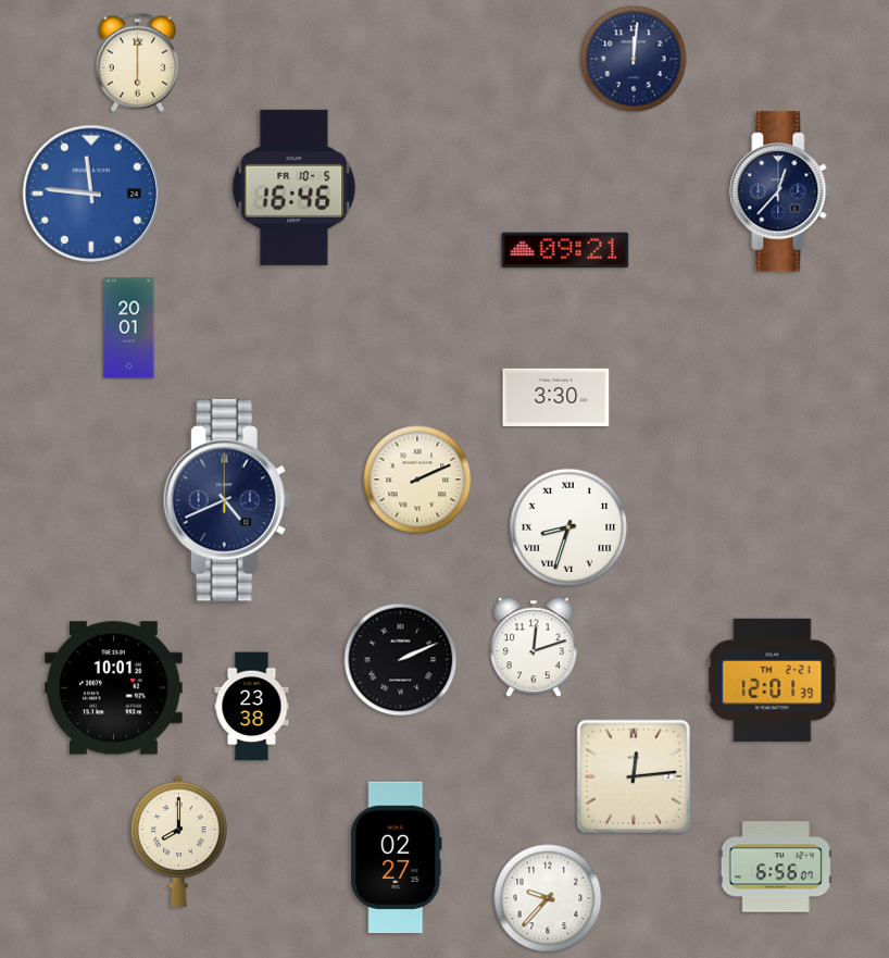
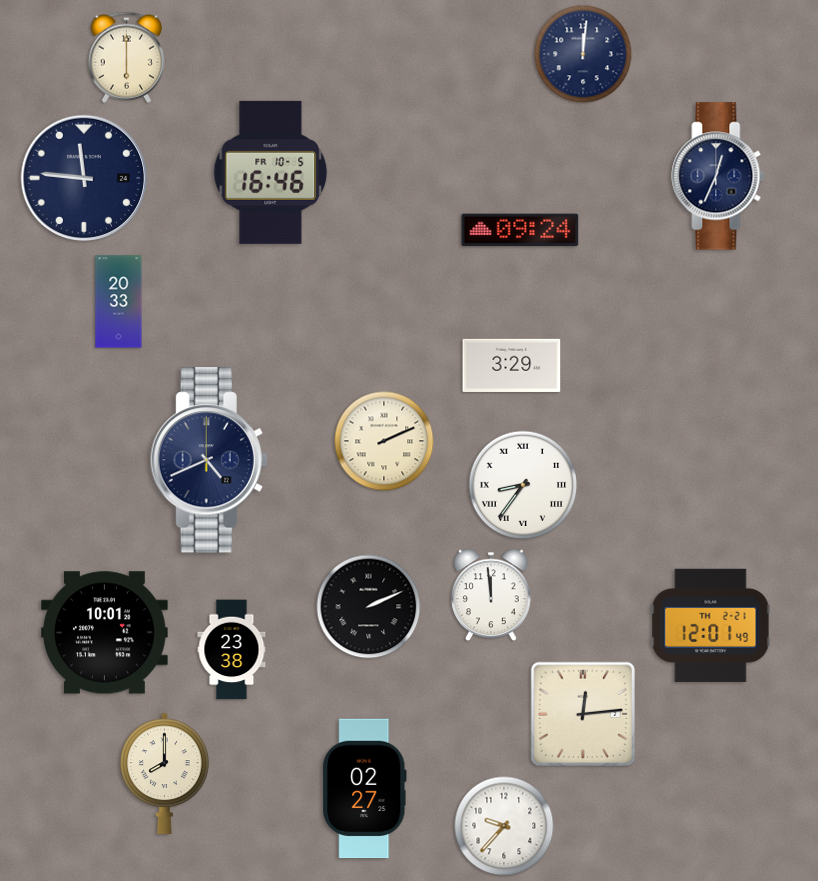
clock at (780, 191): 12:37 -> 12:34
clock at (91, 194) dial: blue -> navy
clock at (565, 250): 09:21 -> 09:24
clock at (129, 328): 20:01 -> 20:33
clock at (556, 397): 3:30 -> 3:29
clock at (568, 527): 8:33 -> 8:36
clock at (535, 647): 12:12 -> 11:59
clock at (773, 680): 12:01:39 -> 12:01:49
clock at (776, 867): 6:56 -> none
